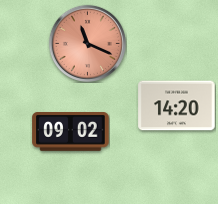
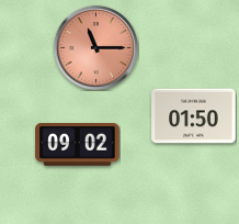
clock at (87, 43): 11:19 -> 11:15
clock at (177, 106): 14:20 -> 01:50
